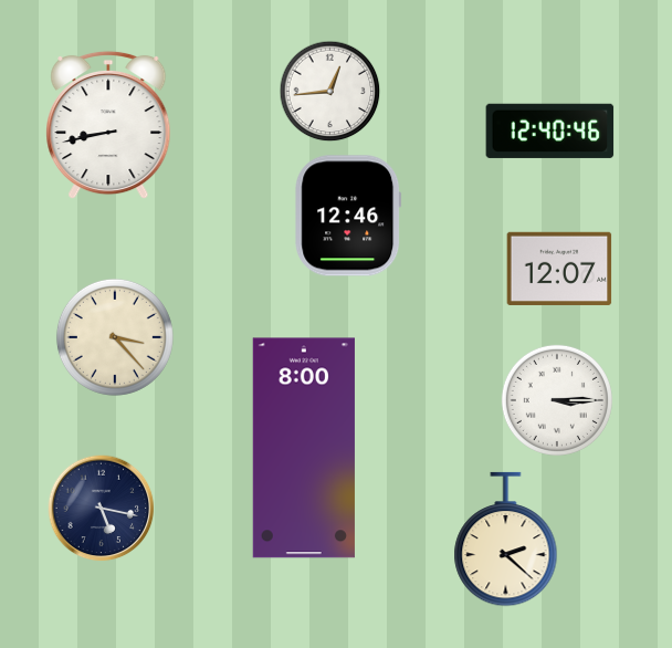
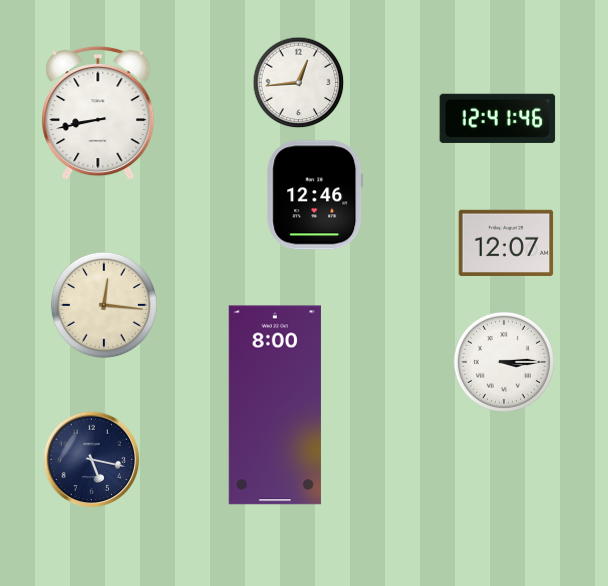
clock at (550, 130): 12:40 -> 12:41
clock at (115, 337): 3:23 -> 12:16
clock at (506, 540): 2:22 -> none
